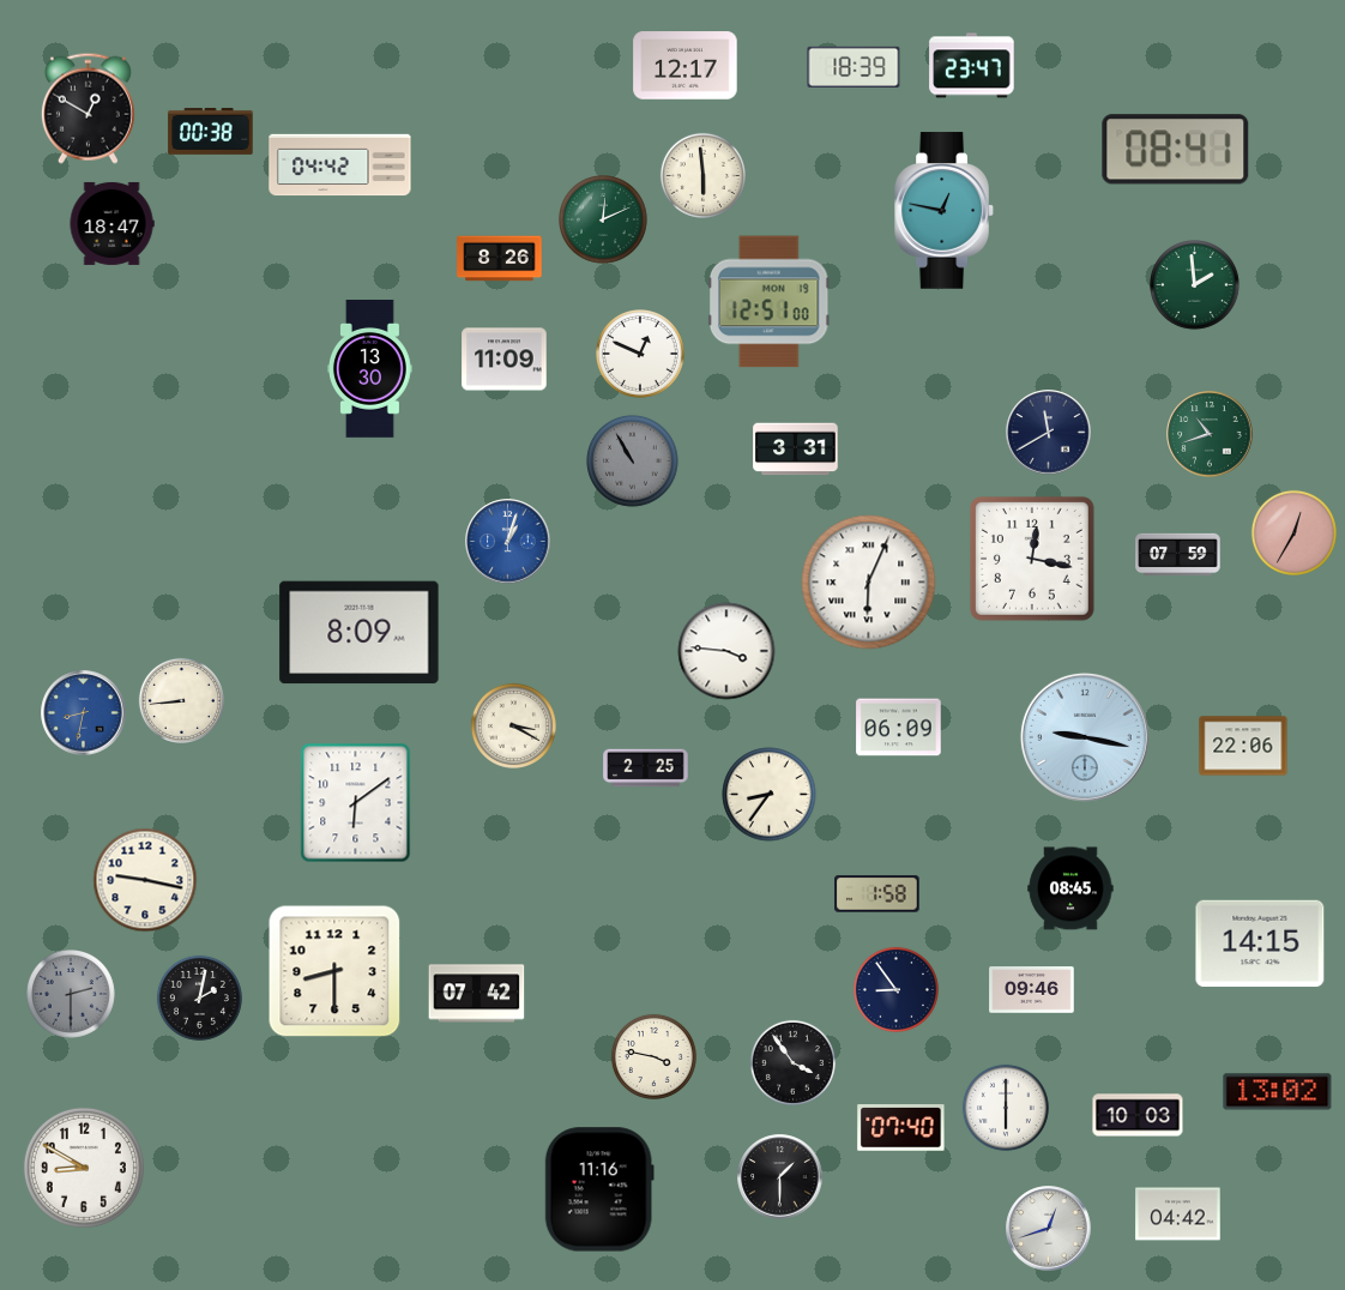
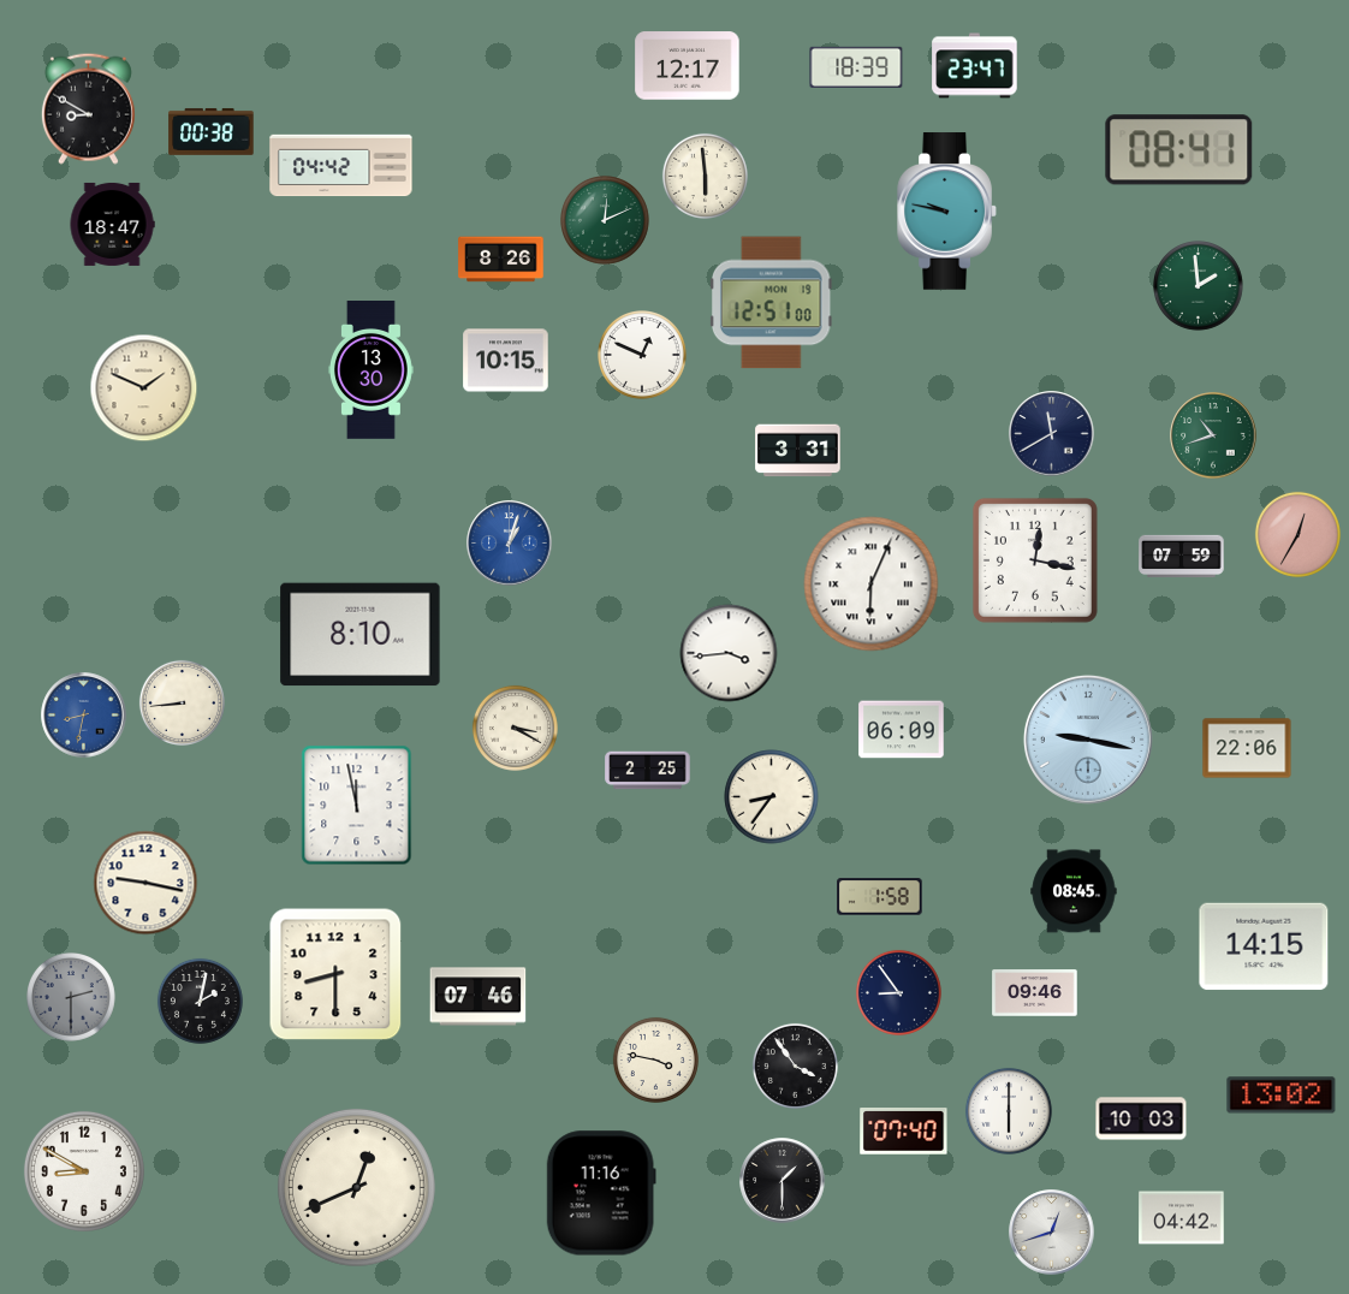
clock at (88, 108): 12:50 -> 8:50
clock at (945, 211): 12:47 -> 9:47
clock at (505, 360): 11:09 -> 10:15
clock at (144, 388): none -> 1:49
clock at (633, 462): 10:55 -> none
clock at (360, 633): 8:09 -> 8:10
clock at (726, 651): 3:46 -> 3:44
clock at (356, 803): 6:09 -> 11:58
clock at (477, 994): 07:42 -> 07:46
clock at (356, 1187): none -> 12:41
